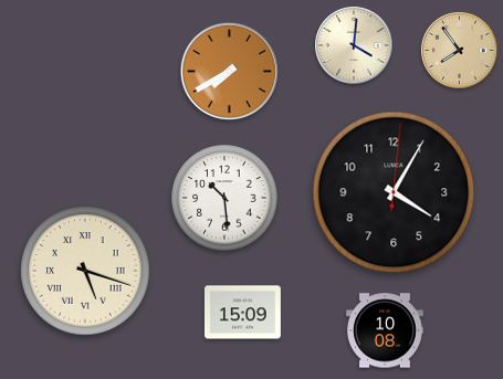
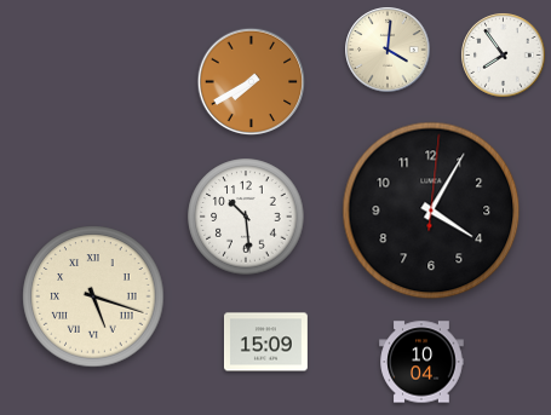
clock at (460, 51) dial: champagne -> white
clock at (230, 72) position: (230, 72) -> (252, 82)
clock at (385, 330): 10:08 -> 10:04
